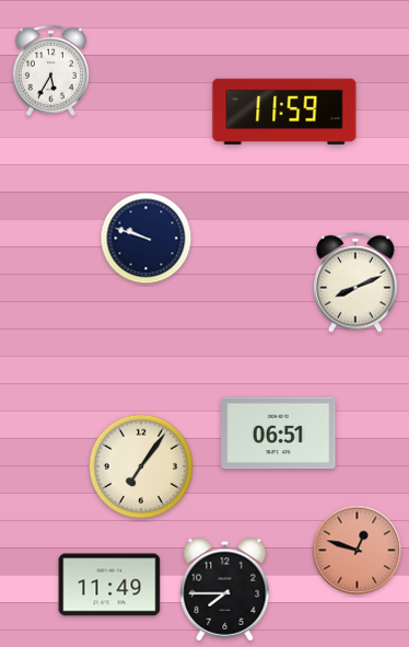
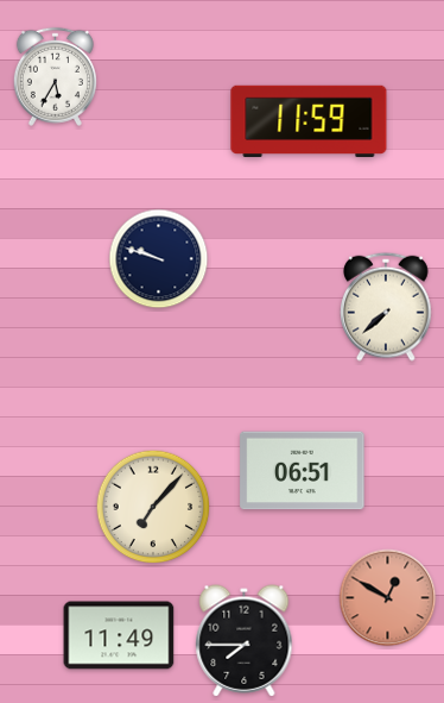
clock at (355, 282): 8:11 -> 7:38
clock at (141, 466): 7:06 -> 7:07
clock at (358, 551): 12:48 -> 12:50
